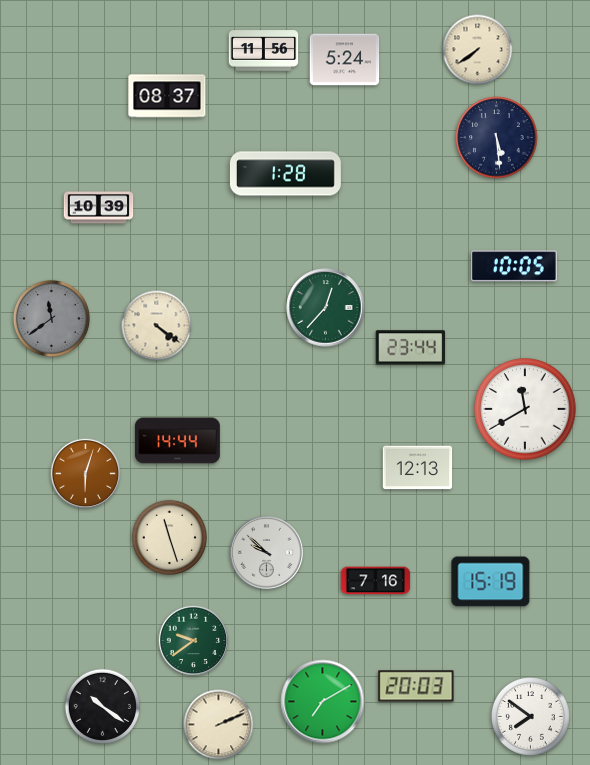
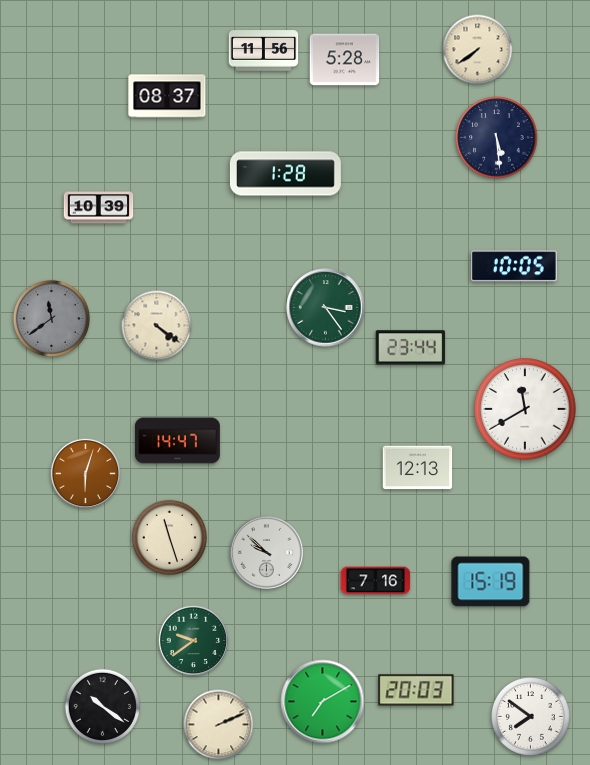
clock at (345, 60): 5:24 -> 5:28
clock at (326, 308): 12:37 -> 3:24
clock at (177, 441): 14:44 -> 14:47
clock at (416, 686) position: (416, 686) -> (416, 690)
